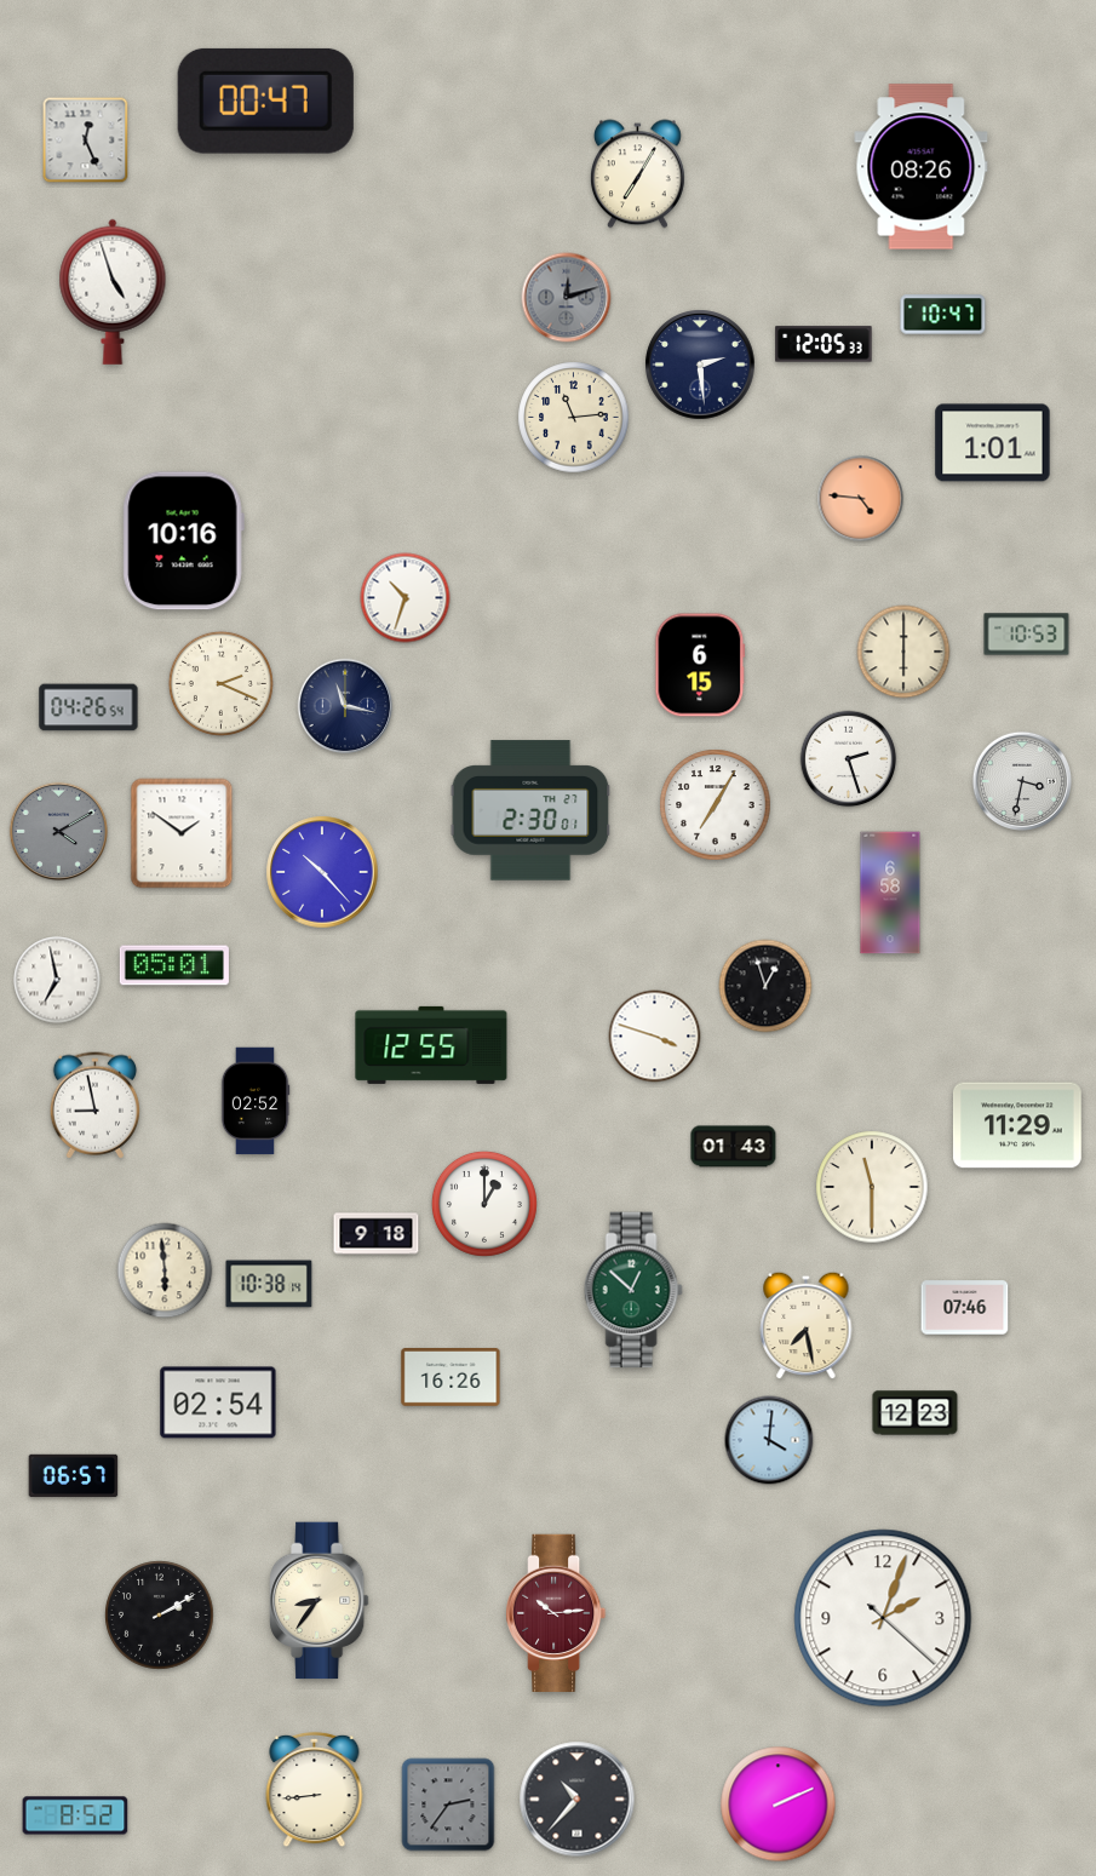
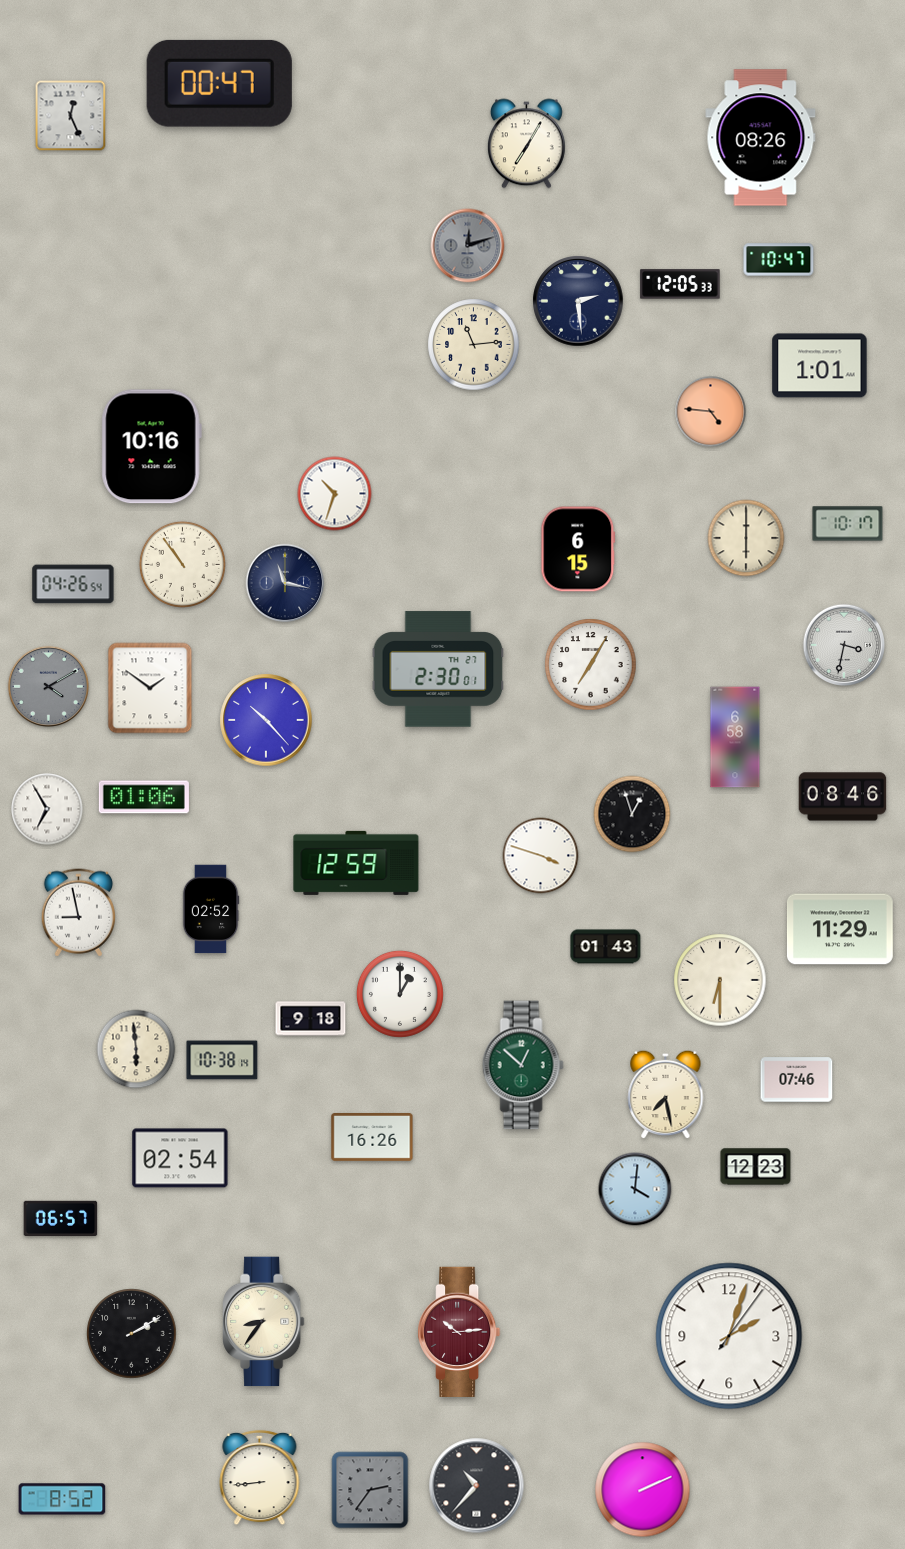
clock at (113, 292): 4:57 -> none
clock at (1027, 635): 10:53 -> 10:17
clock at (220, 683): 2:19 -> 10:54
clock at (849, 759): 2:27 -> none
clock at (174, 965): 05:01 -> 01:06
clock at (843, 797): none -> 08:46
clock at (57, 980): 6:58 -> 6:55
clock at (431, 1045): 12:55 -> 12:59
clock at (872, 1187): 11:30 -> 6:30
clock at (883, 1618): 2:03:22 -> 2:03:06
